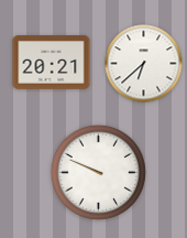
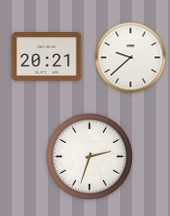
clock at (144, 64): 6:38 -> 9:38
clock at (98, 172): 9:49 -> 2:33
